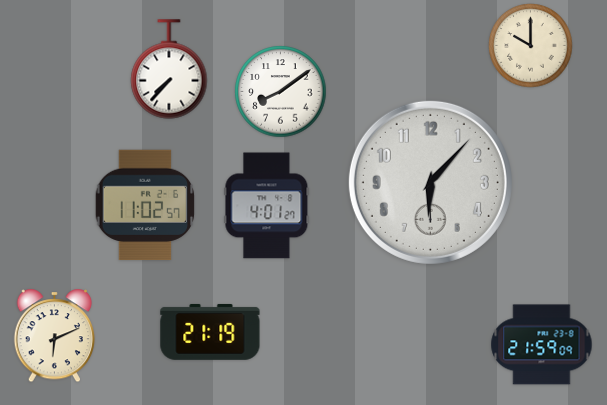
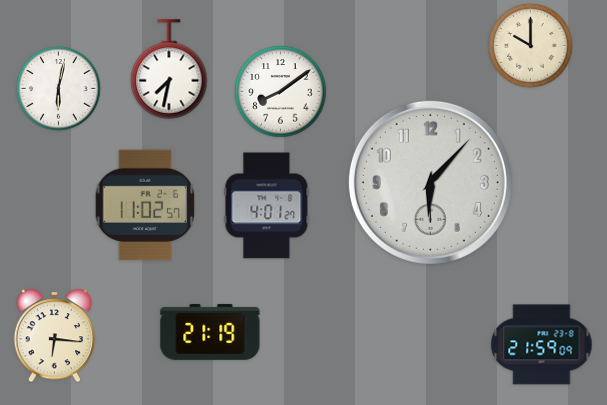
clock at (169, 69): 7:37 -> 7:32
clock at (59, 89): none -> 6:02
clock at (55, 336): 6:11 -> 6:16
